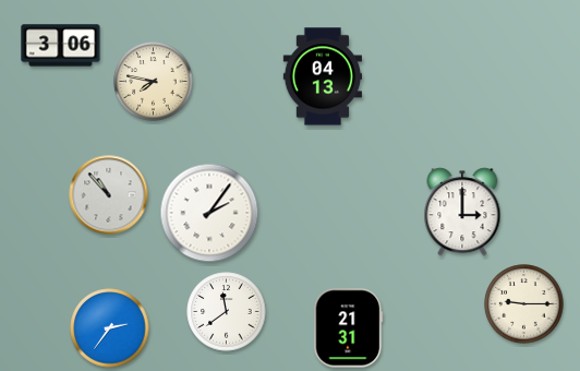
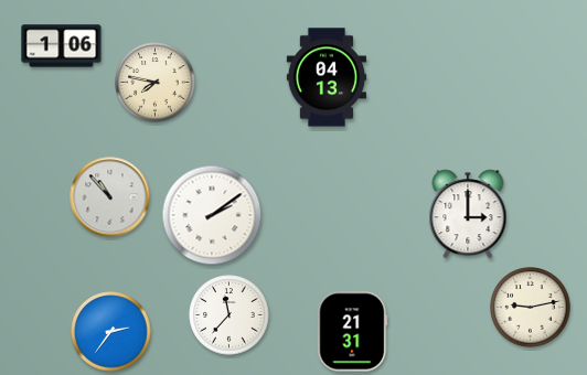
clock at (61, 46): 3:06 -> 1:06
clock at (209, 213): 2:06 -> 2:09
clock at (524, 304): 9:15 -> 9:13
clock at (227, 312): 11:39 -> 11:37
